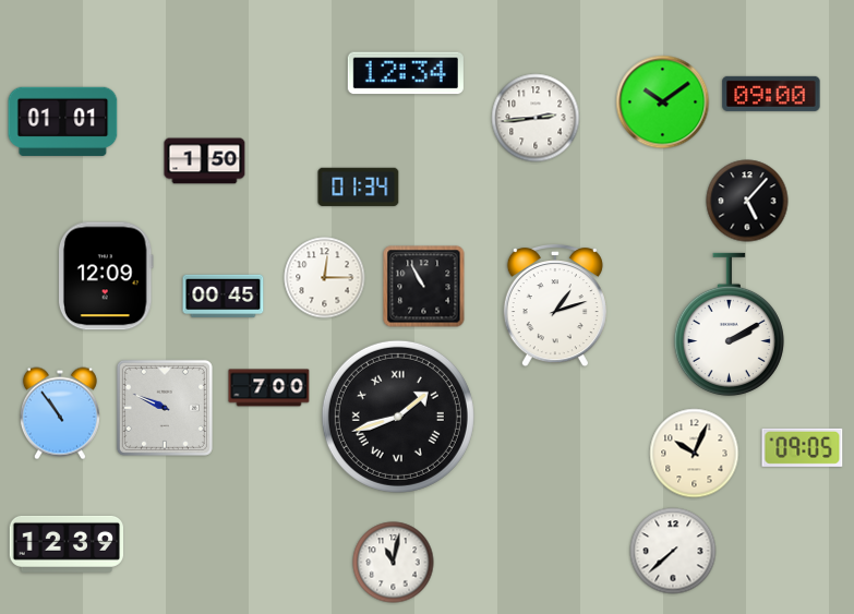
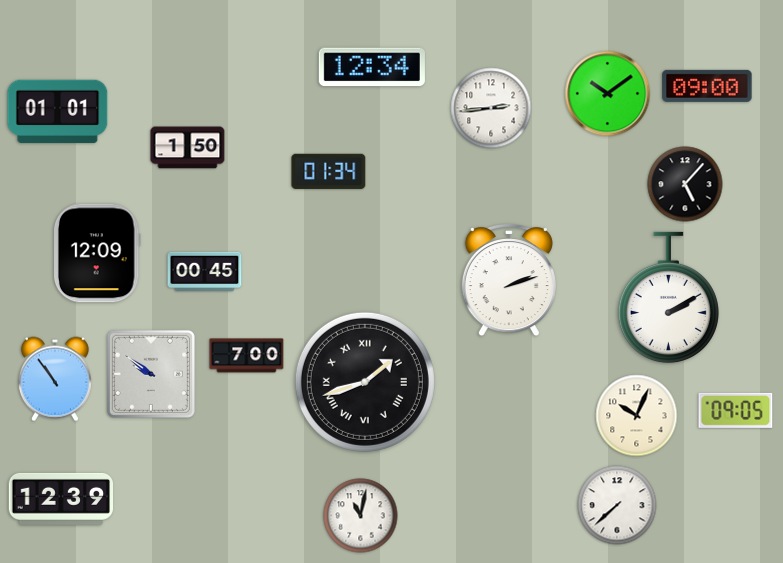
clock at (325, 278): 12:15 -> none
clock at (424, 287): 10:55 -> none
clock at (555, 306): 1:12 -> 2:12
clock at (165, 408): 9:49 -> 9:51
